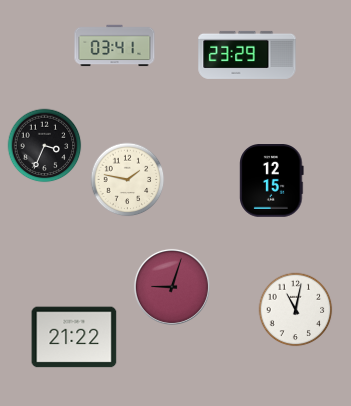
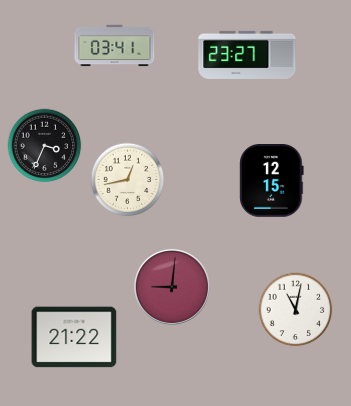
clock at (247, 55): 23:29 -> 23:27
clock at (128, 180): 1:47 -> 12:43
clock at (172, 287): 9:03 -> 9:01
